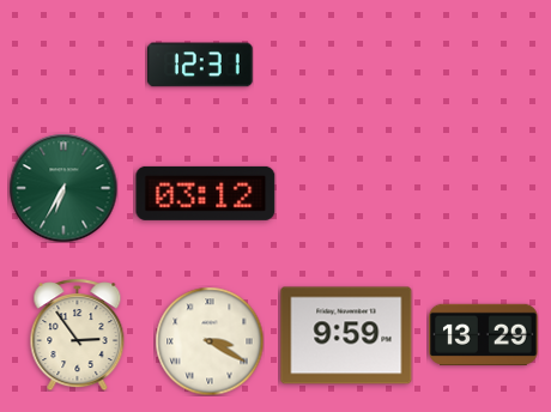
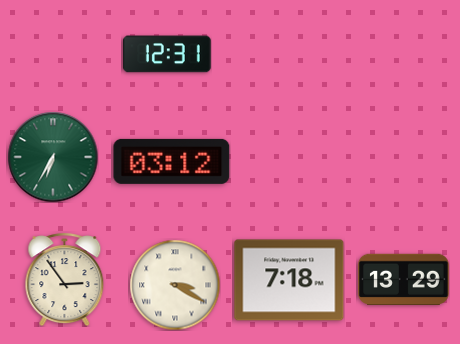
clock at (346, 335): 9:59 -> 7:18
